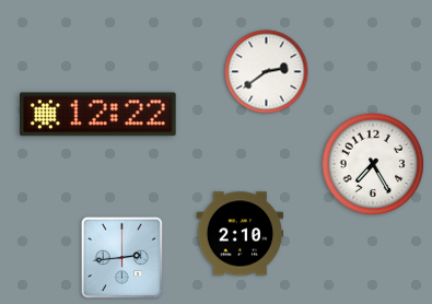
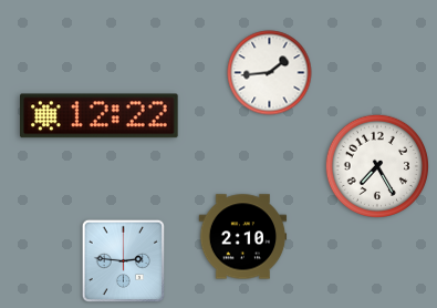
clock at (267, 72): 2:39 -> 1:44
clock at (121, 257): 2:44 -> 2:46
